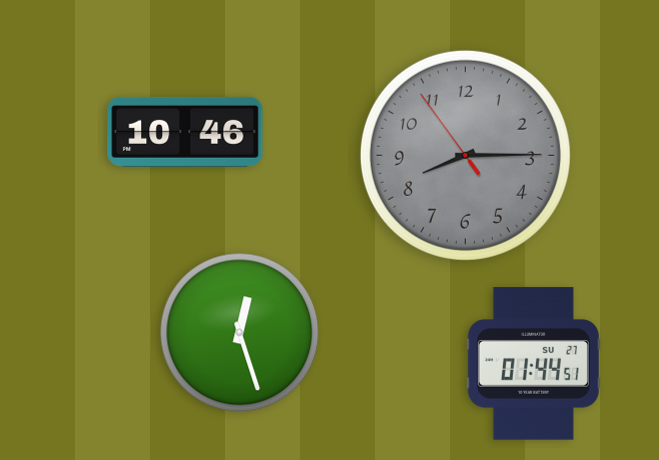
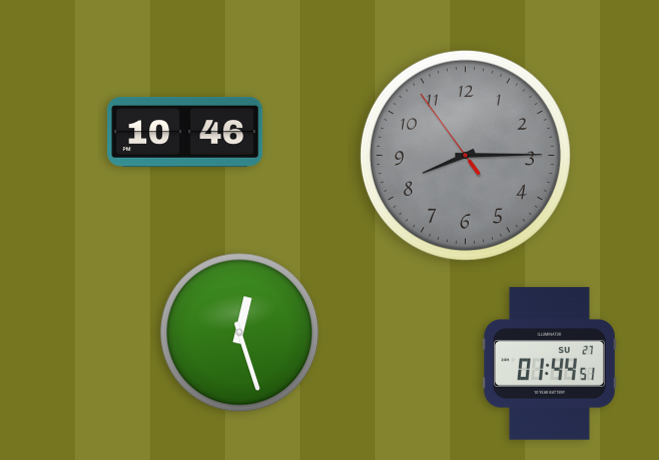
clock at (533, 364) position: (533, 364) -> (549, 364)
